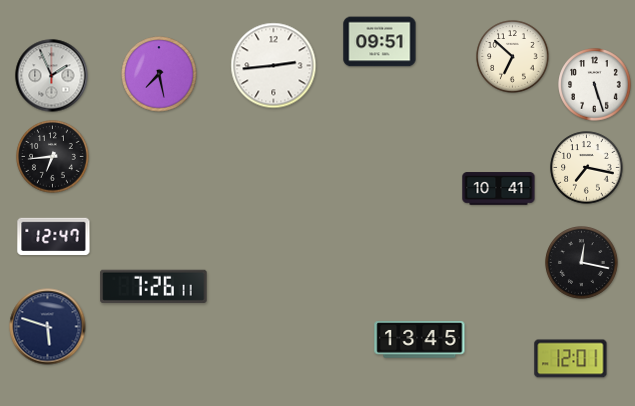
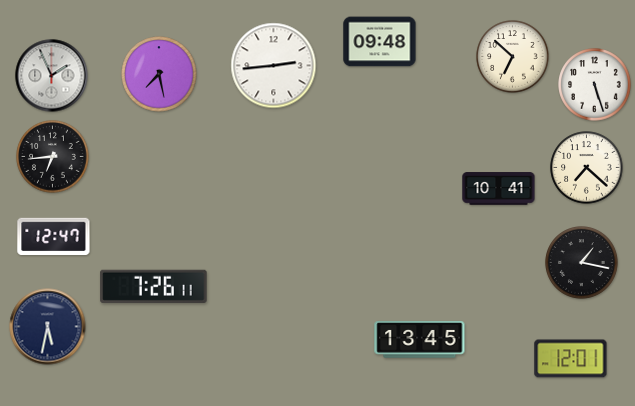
clock at (380, 42): 09:51 -> 09:48
clock at (587, 168): 7:17 -> 7:22
clock at (582, 263): 12:17 -> 1:17
clock at (48, 327): 5:48 -> 5:32
